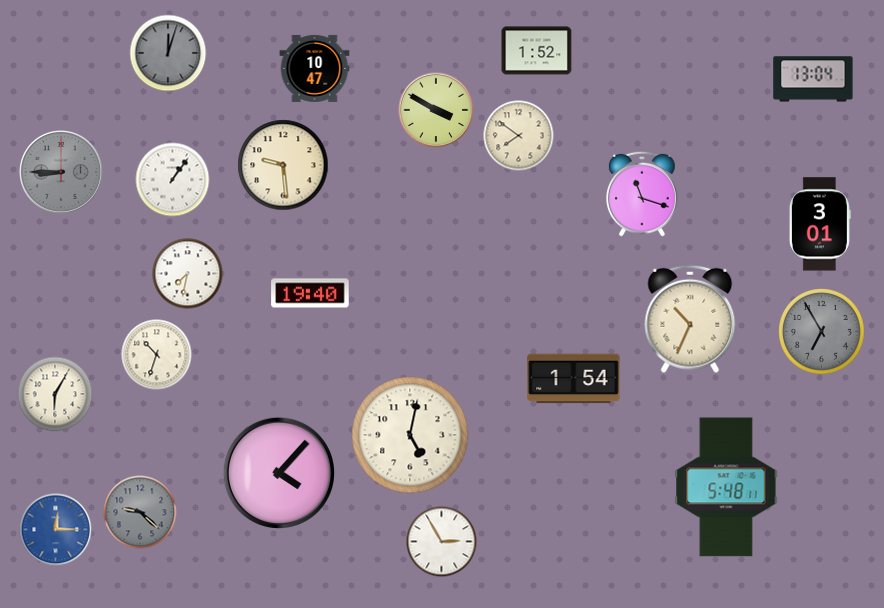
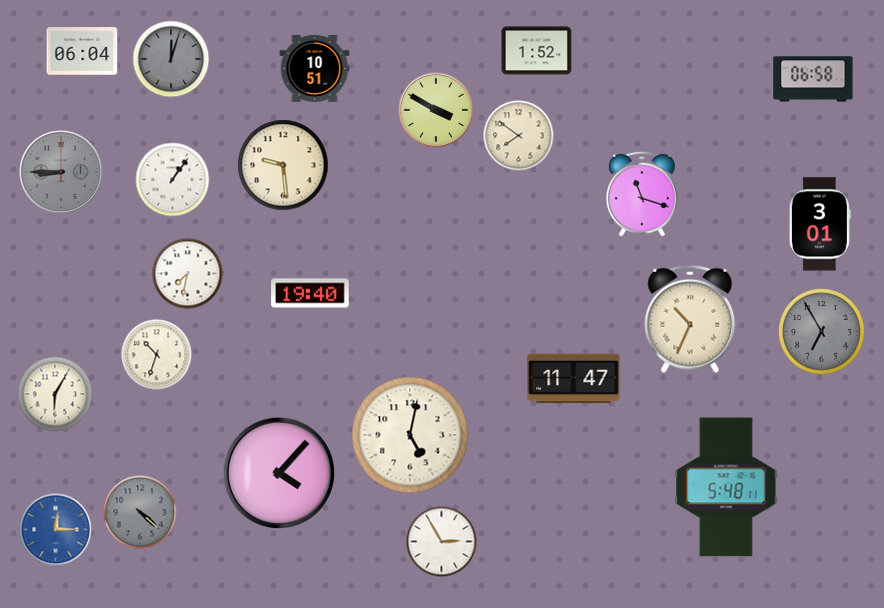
clock at (82, 51): none -> 06:04
clock at (168, 53) position: (168, 53) -> (171, 59)
clock at (315, 68): 10:47 -> 10:51
clock at (813, 79): 13:04 -> 06:58
clock at (574, 379): 1:54 -> 11:47
clock at (140, 512): 9:22 -> 4:22
